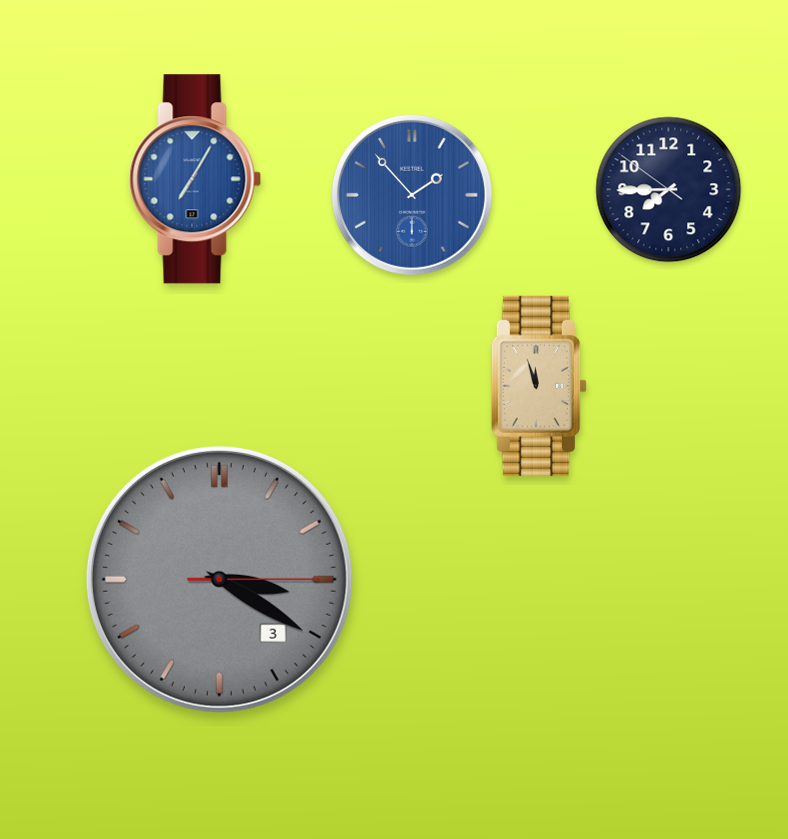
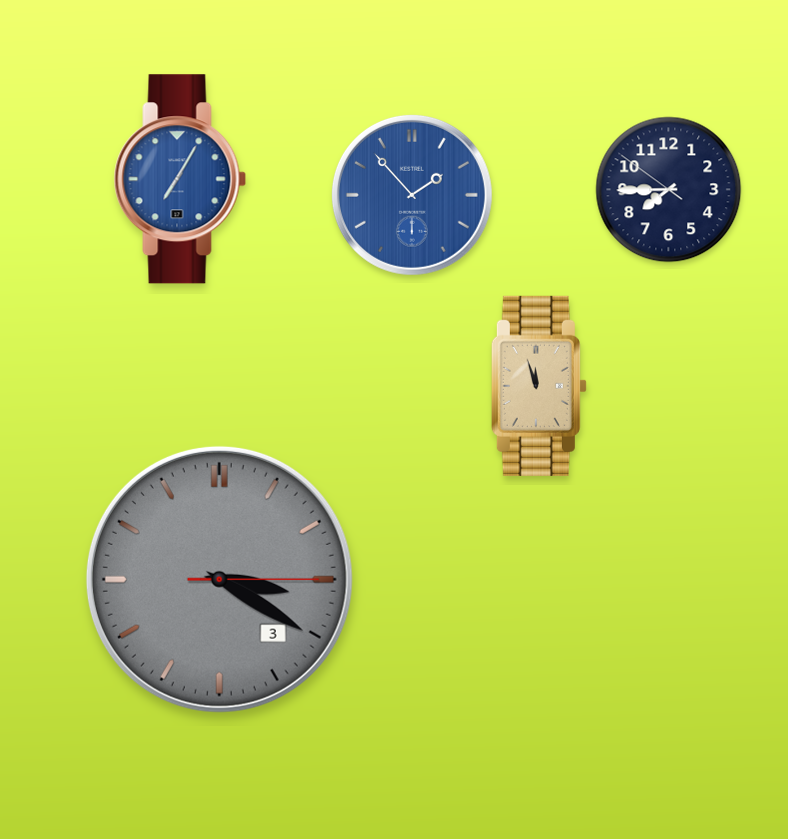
clock at (195, 179) position: (195, 179) -> (180, 179)
